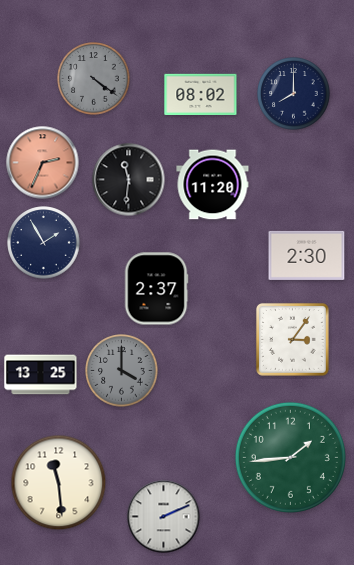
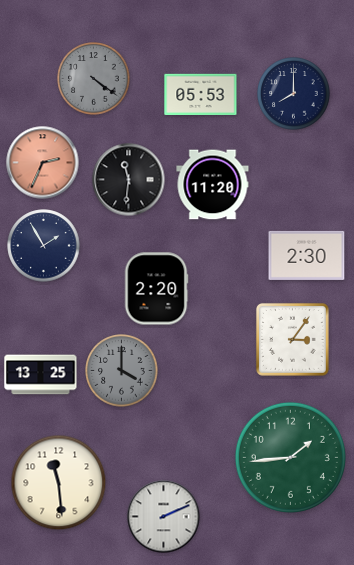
clock at (201, 95): 08:02 -> 05:53
clock at (44, 243) position: (44, 243) -> (44, 246)
clock at (156, 289): 2:37 -> 2:20
